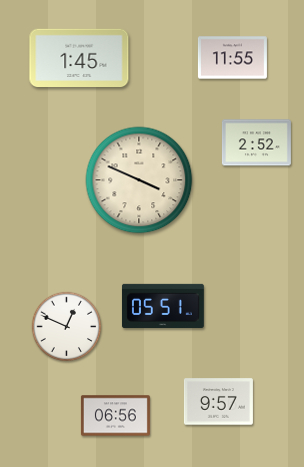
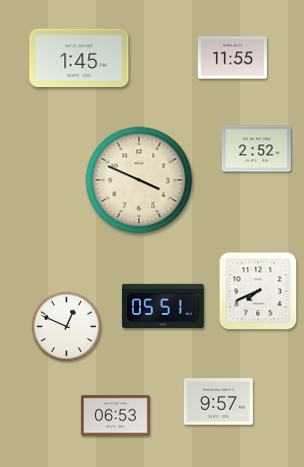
clock at (256, 143) position: (256, 143) -> (256, 149)
clock at (258, 291): none -> 7:41
clock at (115, 416): 06:56 -> 06:53
